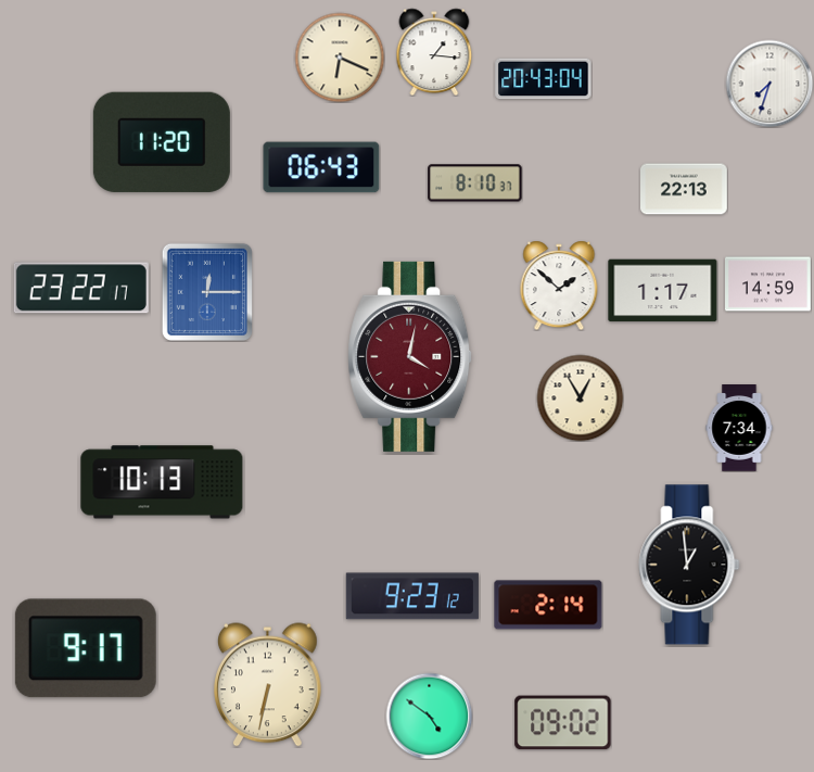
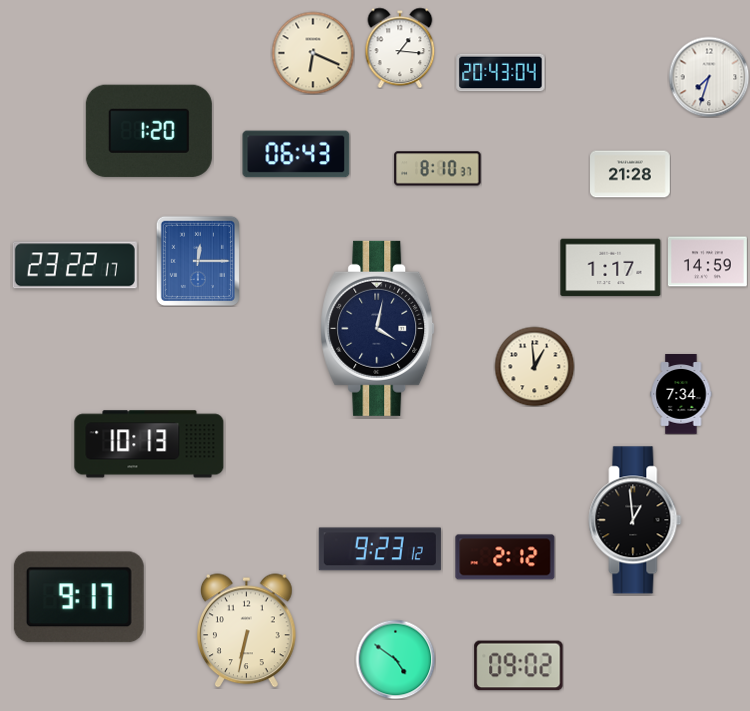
clock at (162, 142): 11:20 -> 1:20
clock at (685, 189): 22:13 -> 21:28
clock at (559, 286): 1:52 -> none
clock at (207, 292) position: (207, 292) -> (198, 261)
clock at (410, 356) dial: burgundy -> navy
clock at (580, 397): 12:55 -> 12:59
clock at (548, 605): 2:14 -> 2:12
